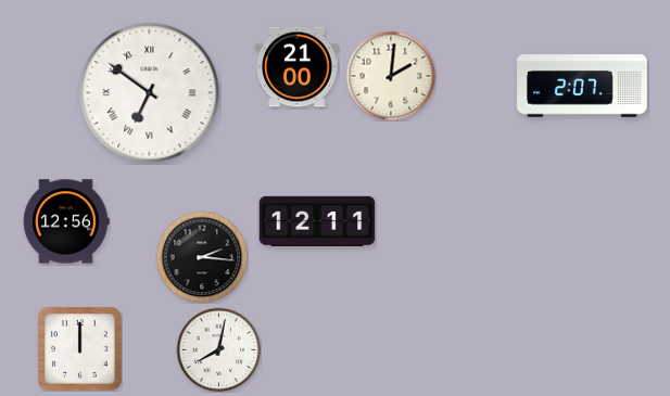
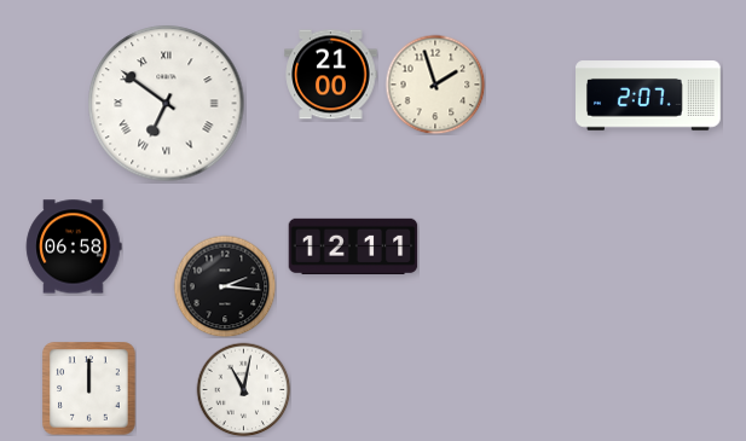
clock at (391, 76): 2:01 -> 1:57
clock at (66, 221): 12:56 -> 06:58
clock at (218, 349): 8:02 -> 11:02
